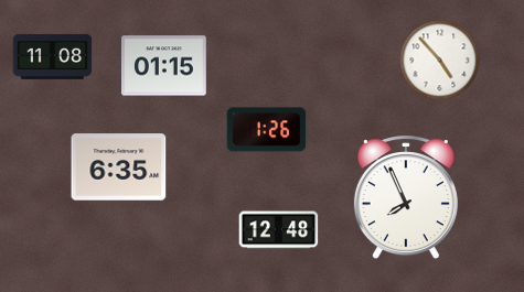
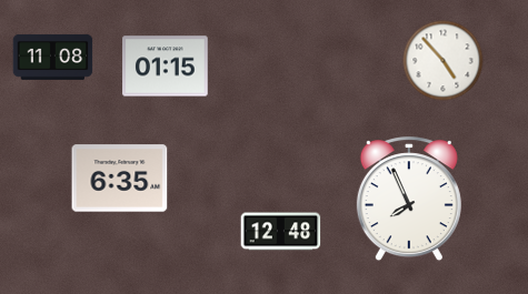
clock at (267, 130): 1:26 -> none
clock at (119, 167) position: (119, 167) -> (120, 179)
